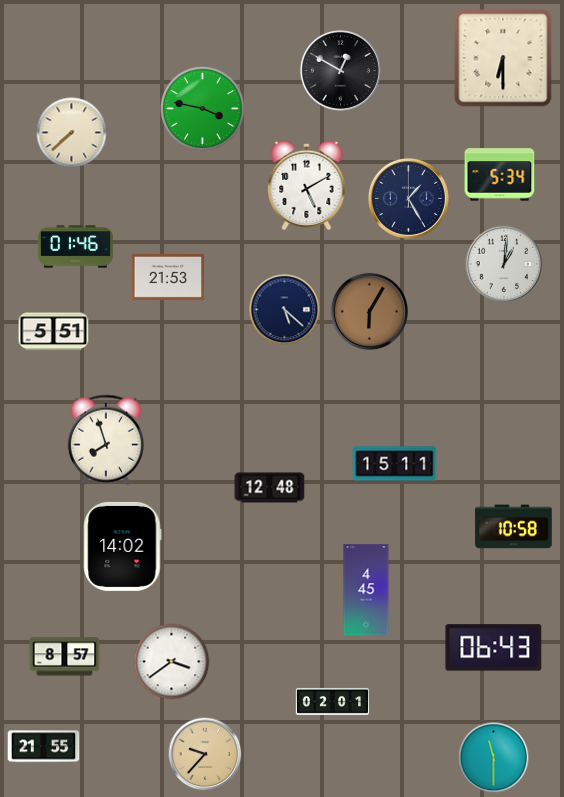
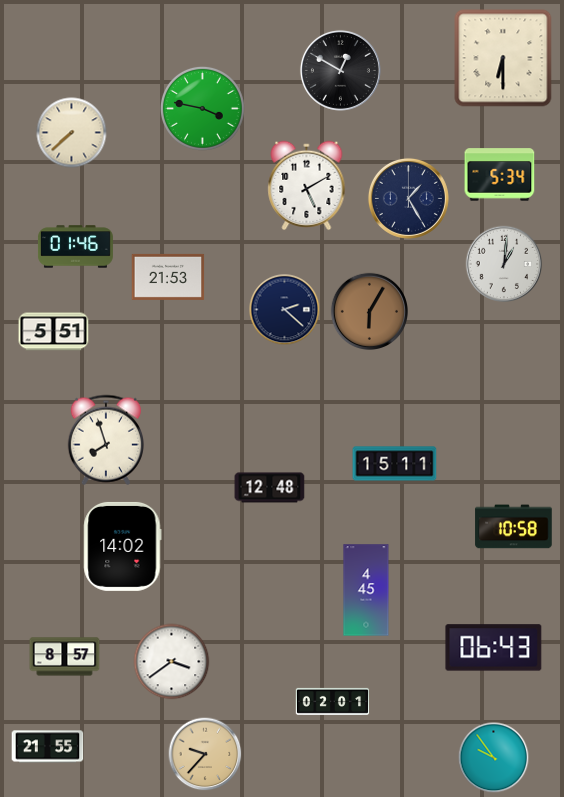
clock at (285, 310): 5:22 -> 2:22
clock at (44, 747) position: (44, 747) -> (48, 747)
clock at (494, 758): 11:30 -> 9:54
